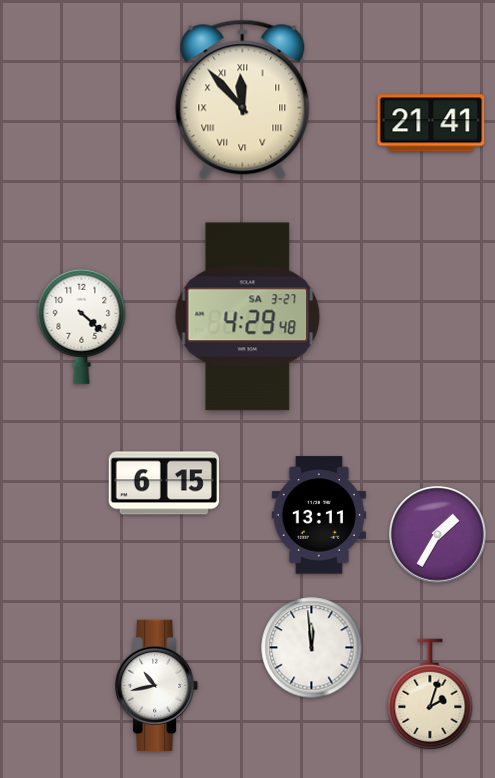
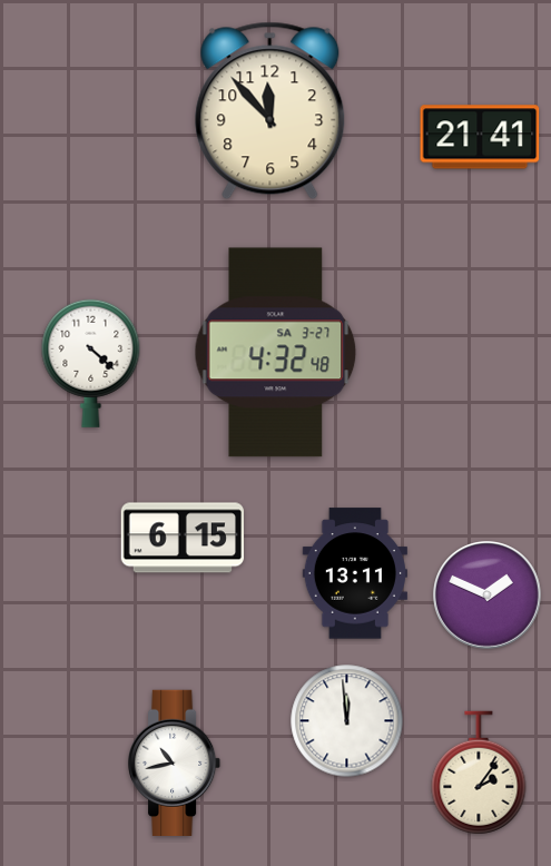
clock at (243, 100) numerals: Roman -> Arabic
clock at (248, 317): 4:29 -> 4:32
clock at (438, 535): 1:35 -> 1:49
clock at (430, 694): 2:03 -> 2:06
